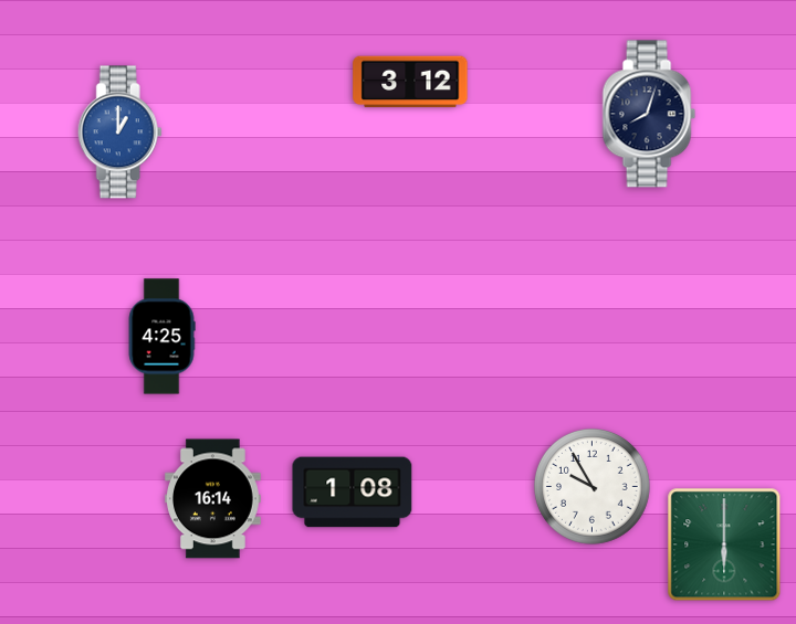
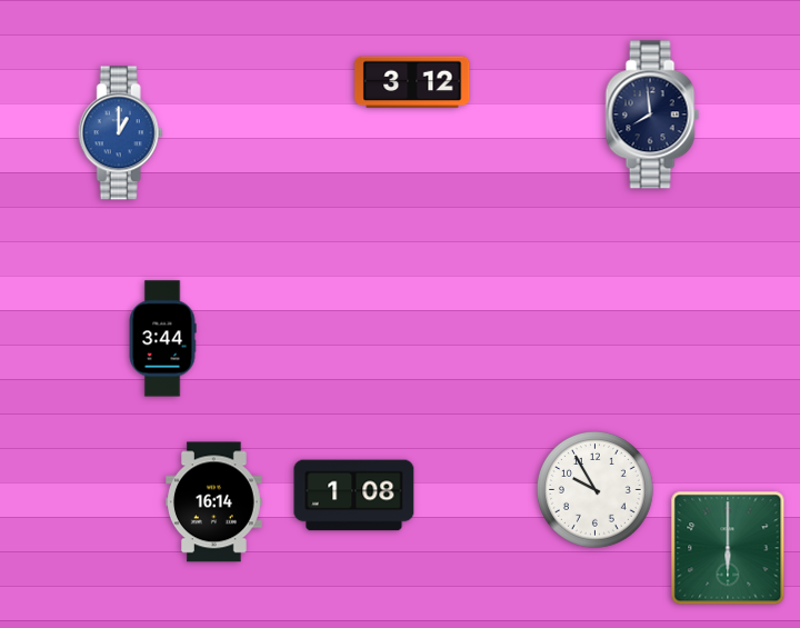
clock at (649, 114): 8:03 -> 7:59
clock at (161, 337): 4:25 -> 3:44
